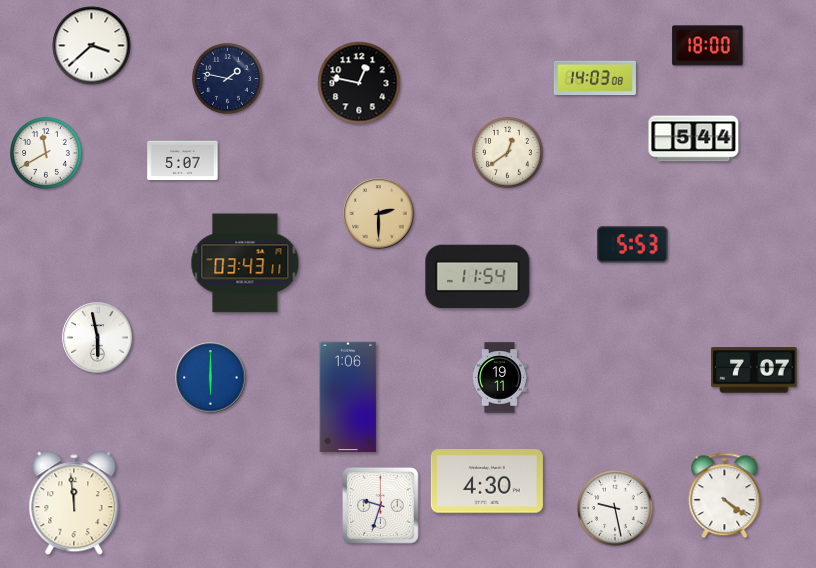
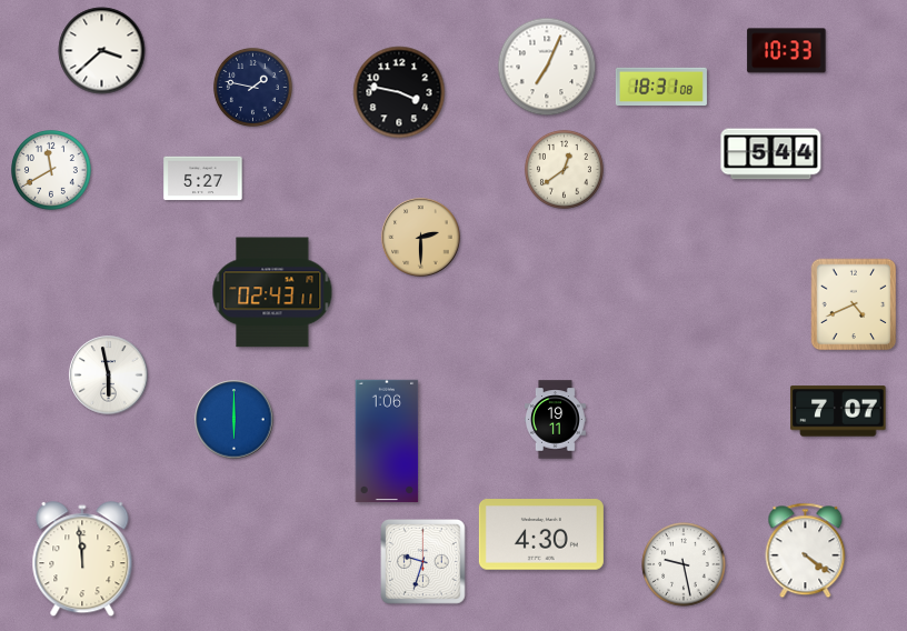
clock at (708, 46): 18:00 -> 10:33
clock at (547, 67): none -> 7:04
clock at (595, 77): 14:03 -> 18:31
clock at (359, 83): 12:47 -> 3:47
clock at (183, 161): 5:07 -> 5:27
clock at (633, 245): 5:53 -> none
clock at (245, 263): 03:43 -> 02:43
clock at (854, 304): none -> 4:41
clock at (478, 277): 11:54 -> none
